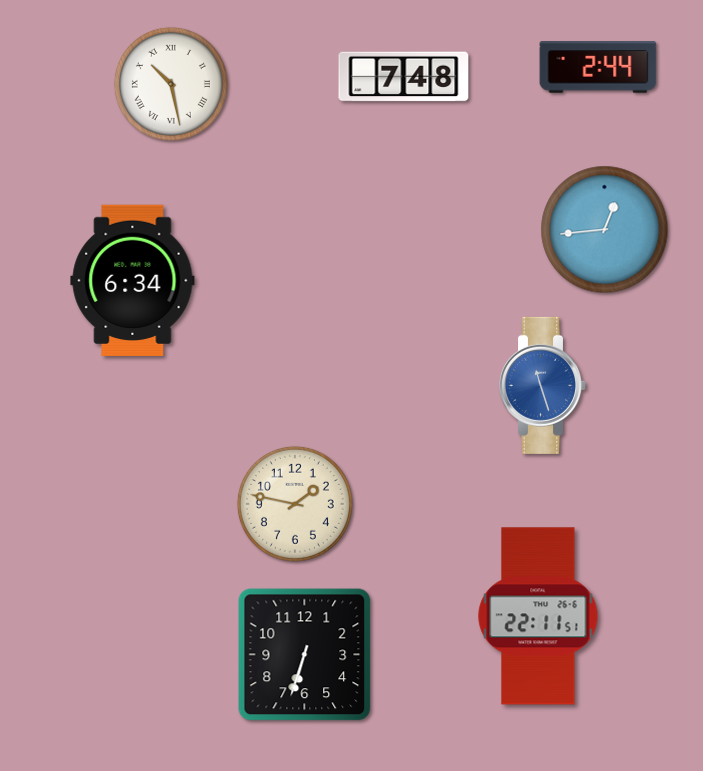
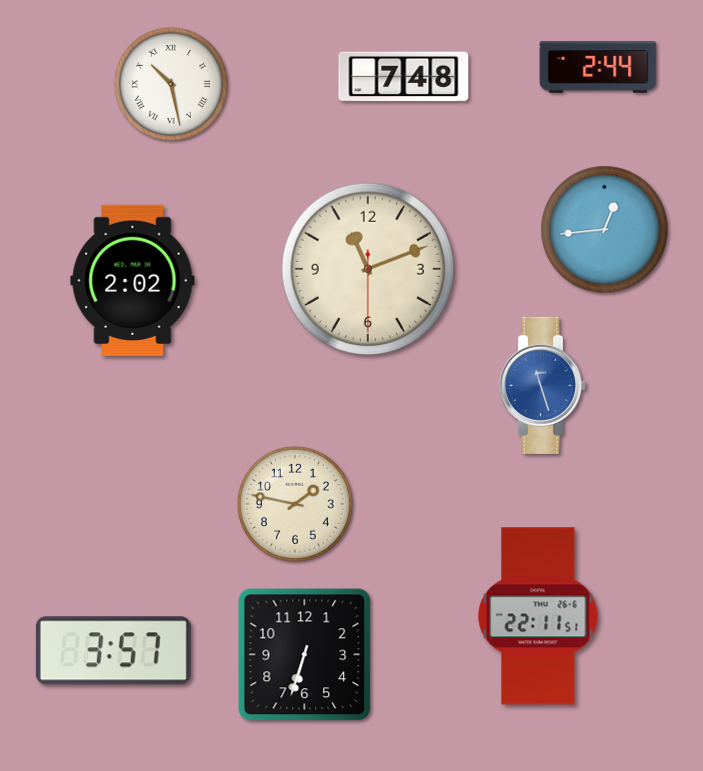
clock at (368, 269): none -> 11:11
clock at (133, 280): 6:34 -> 2:02
clock at (113, 651): none -> 3:57
